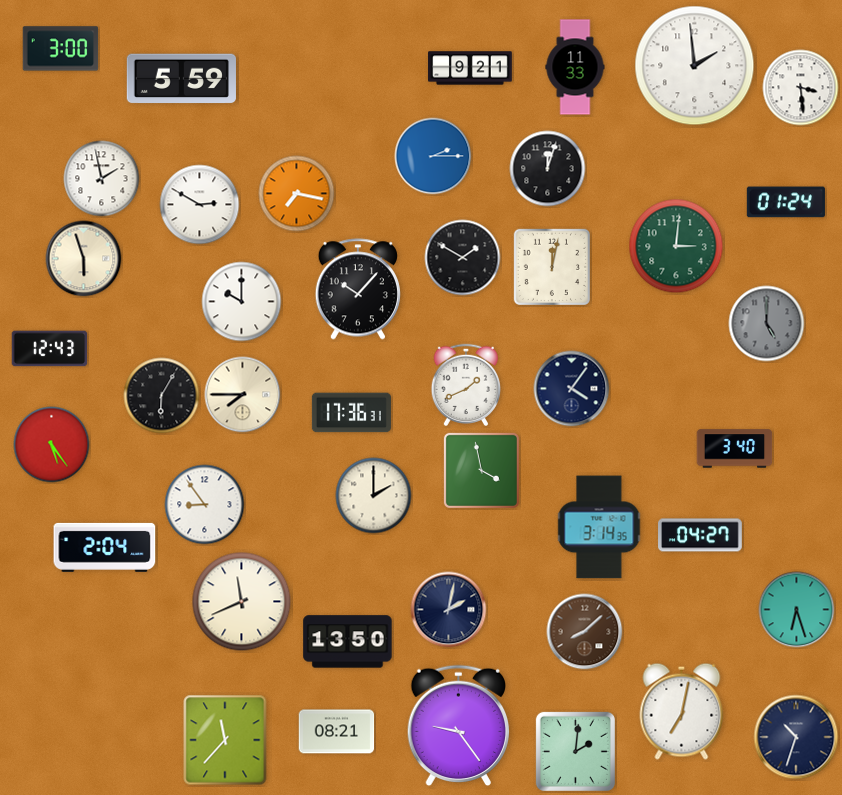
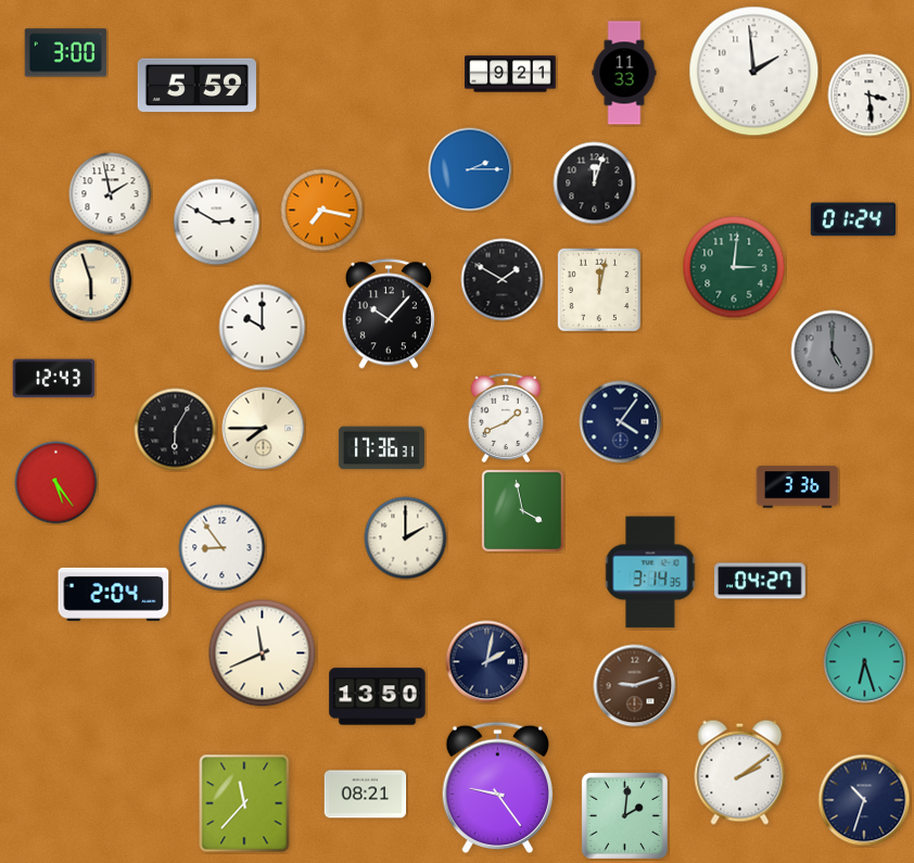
clock at (735, 449): 3:40 -> 3:36
clock at (585, 632): 8:08 -> 9:12
clock at (682, 711): 7:02 -> 2:09
